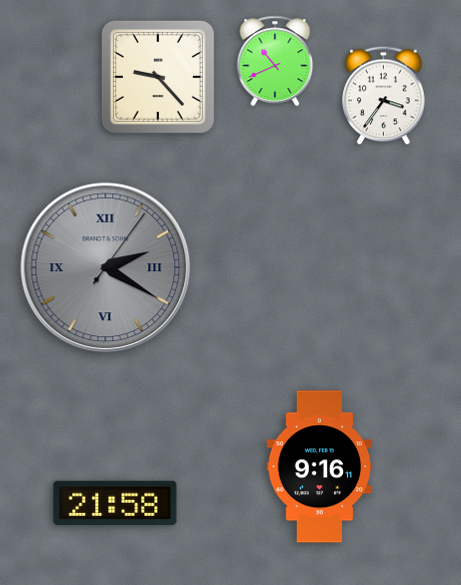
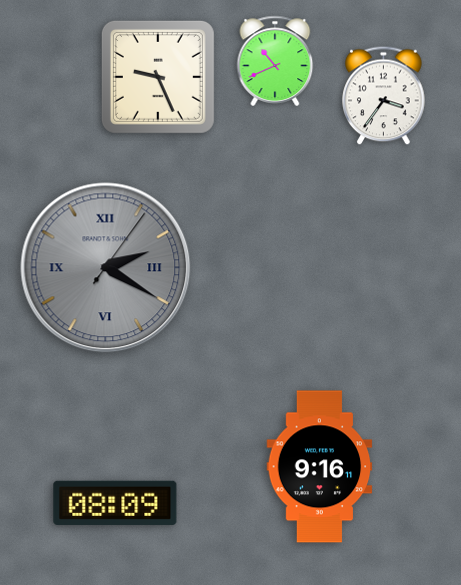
clock at (158, 77): 9:23 -> 9:26
clock at (115, 503): 21:58 -> 08:09
